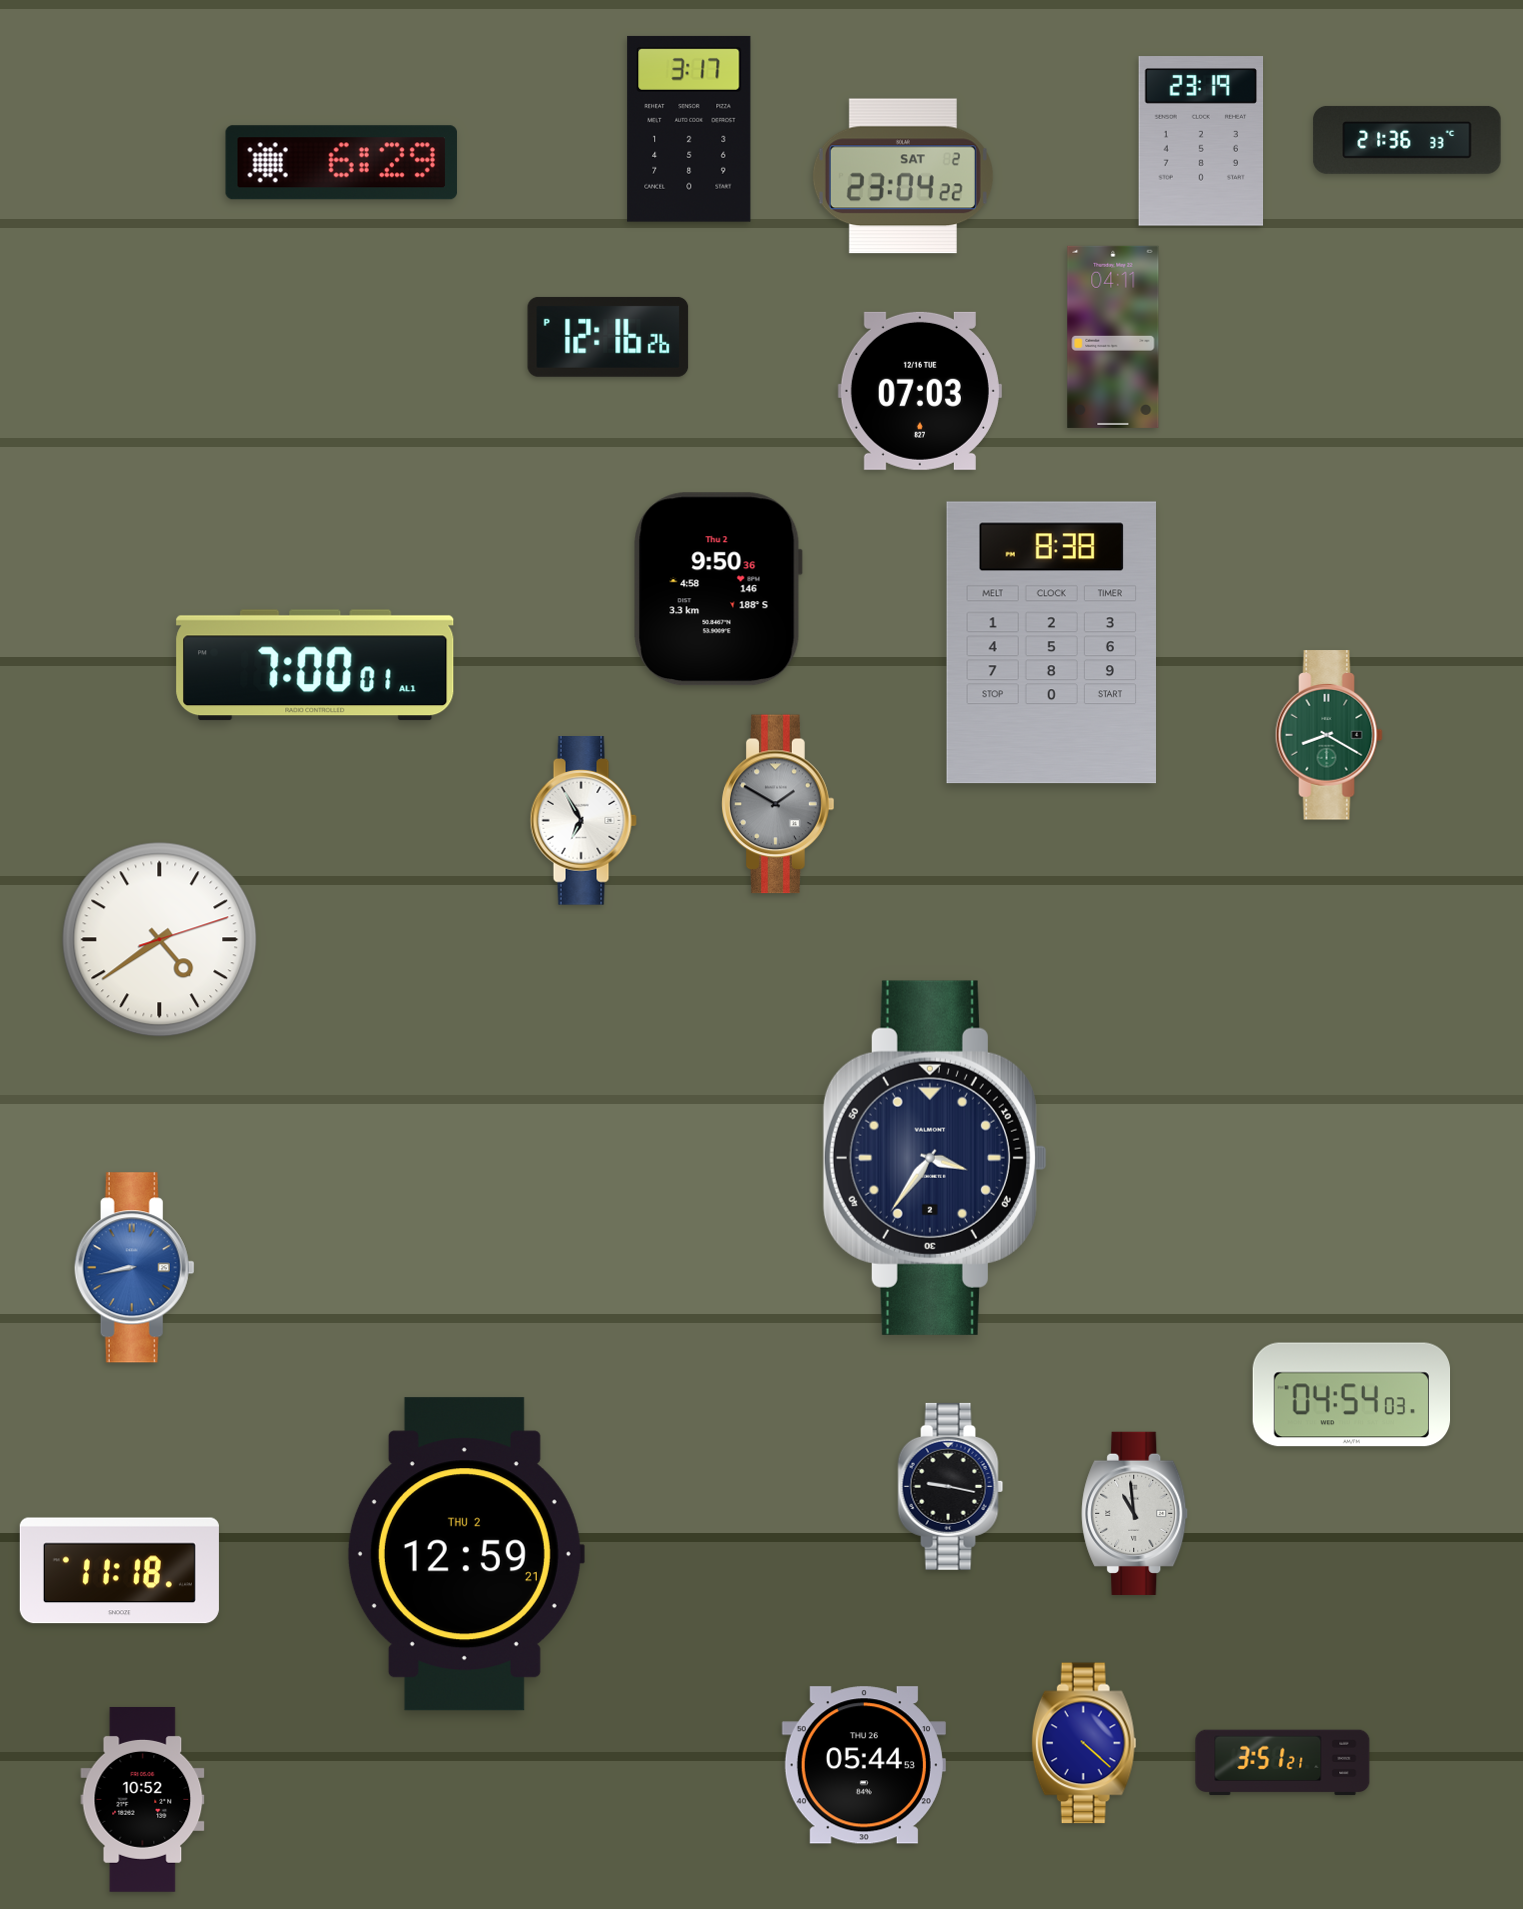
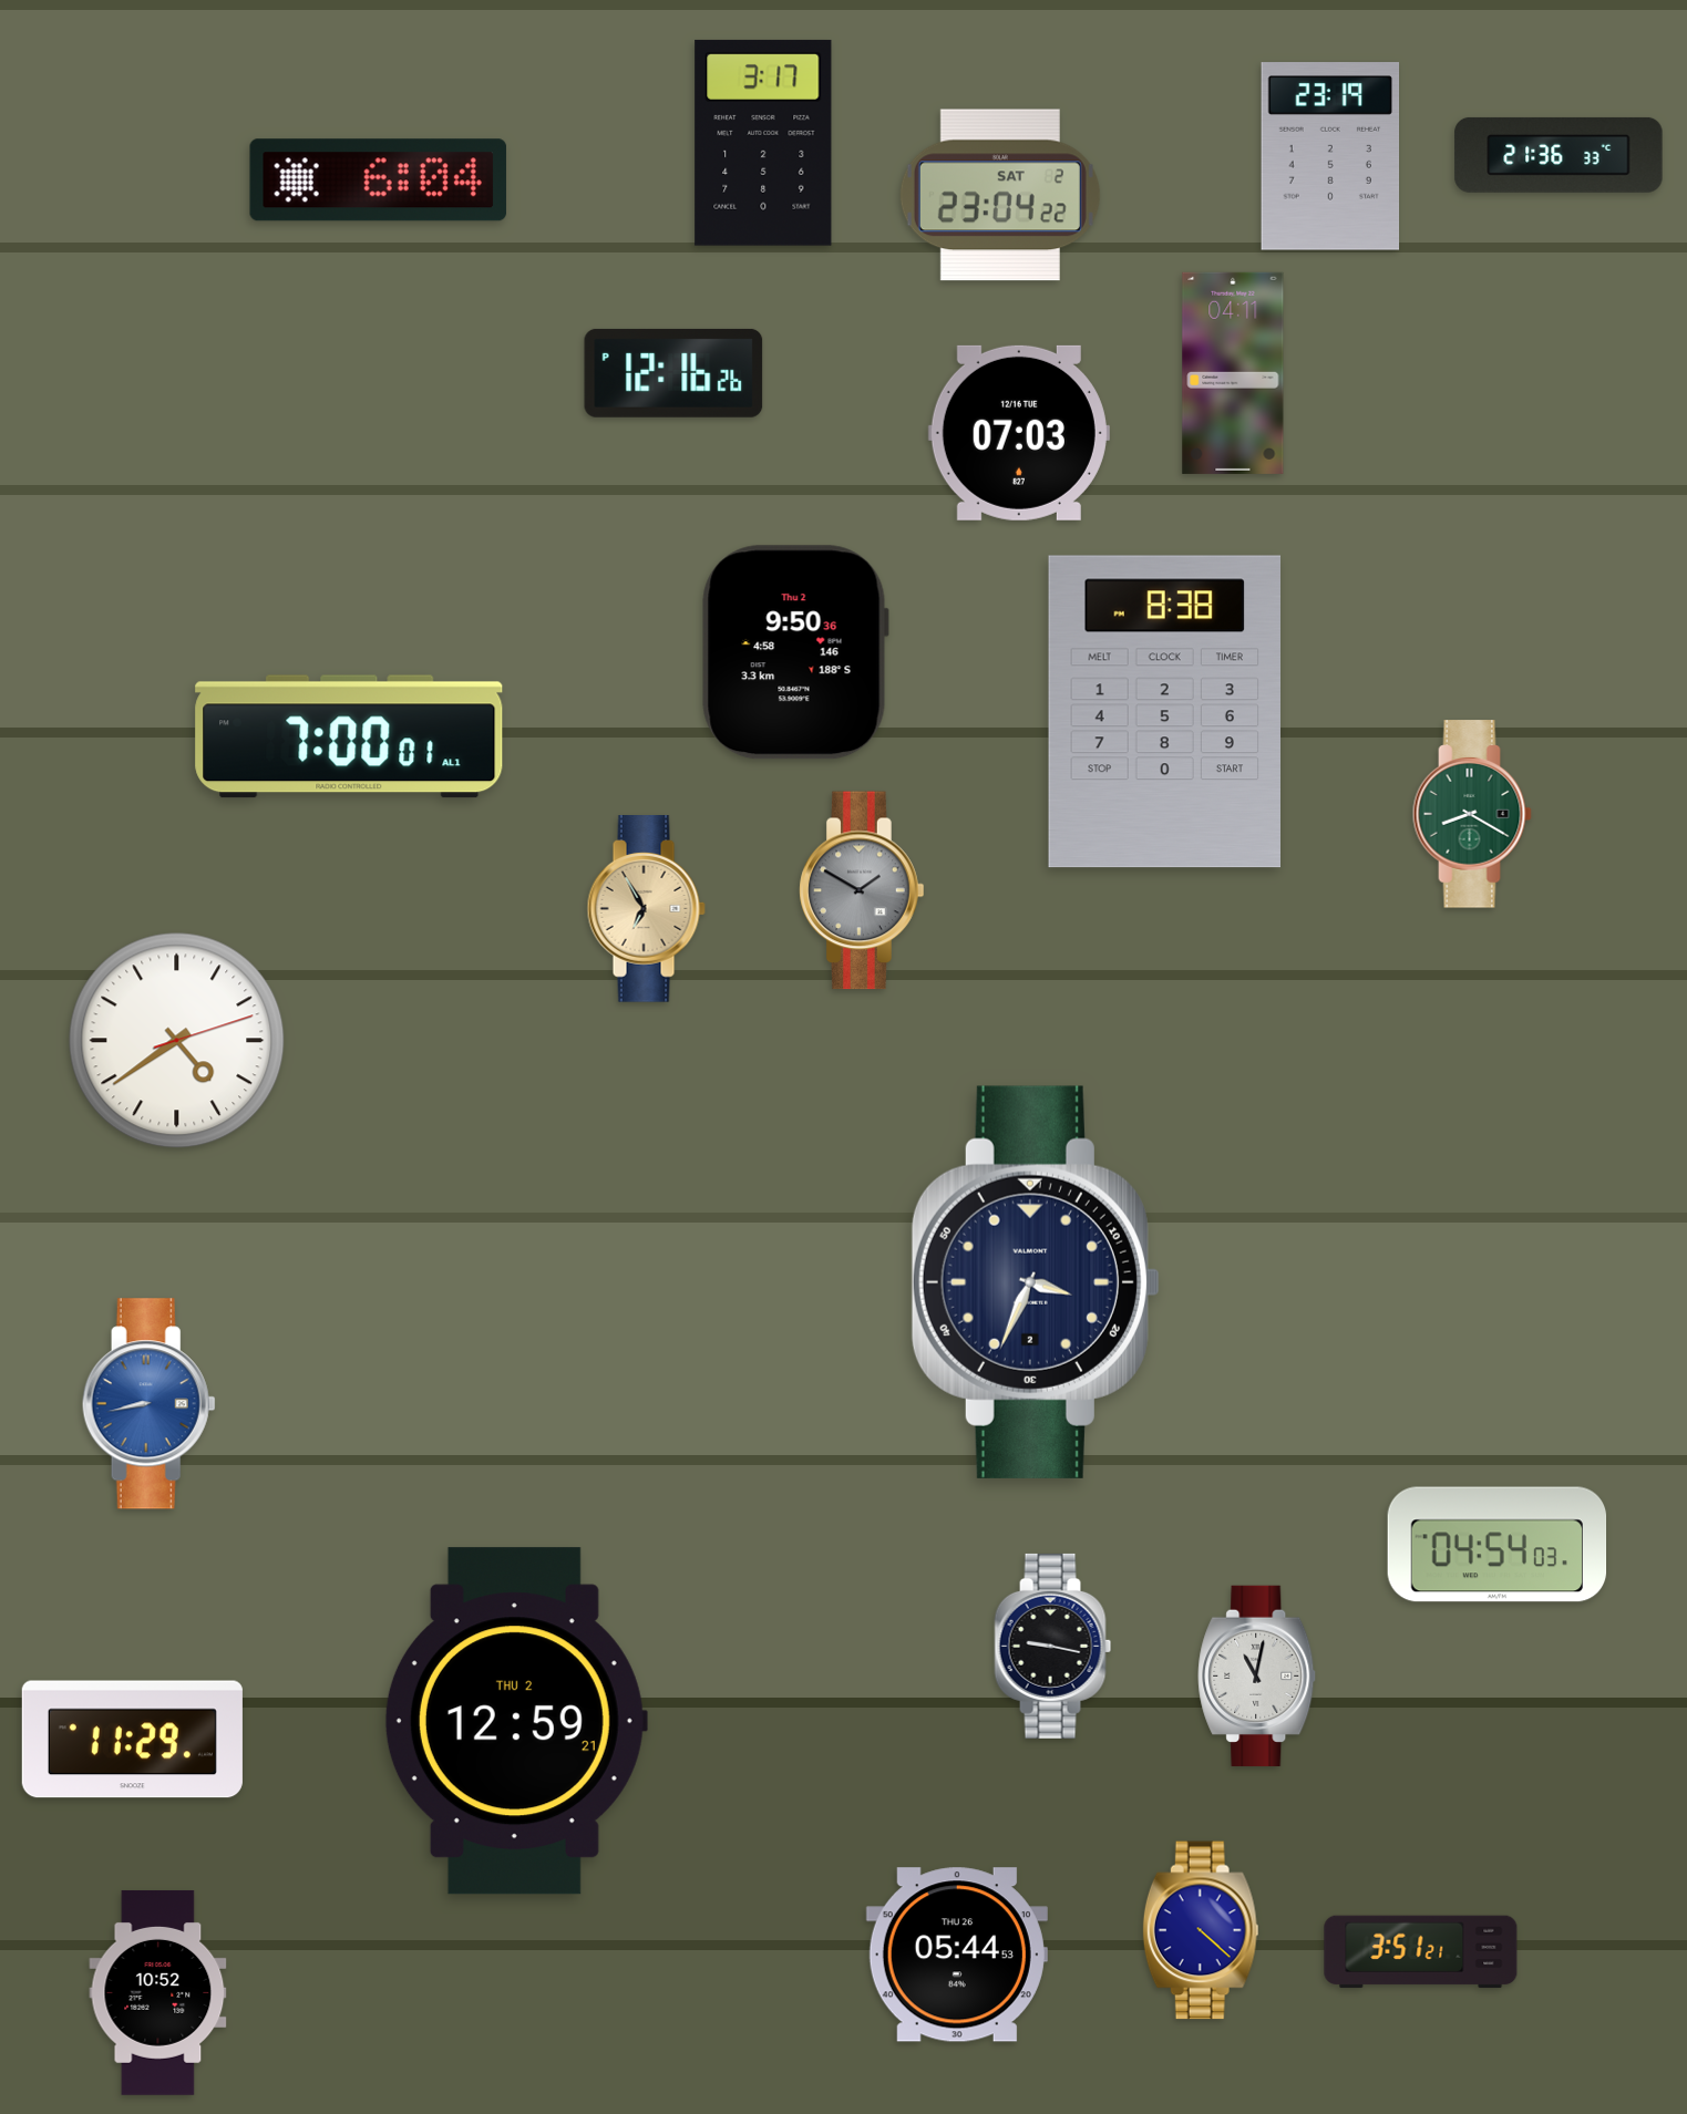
clock at (341, 163): 6:29 -> 6:04
clock at (583, 821) dial: white -> champagne
clock at (935, 1158): 3:36 -> 3:34
clock at (1135, 1513): 10:59 -> 11:02
clock at (119, 1571): 11:18 -> 11:29
